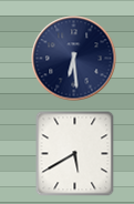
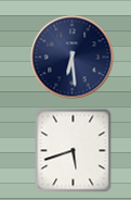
clock at (75, 153): 5:40 -> 5:42
